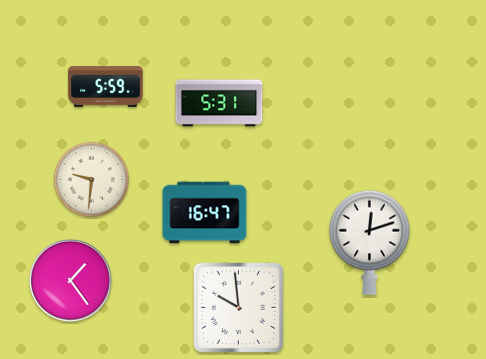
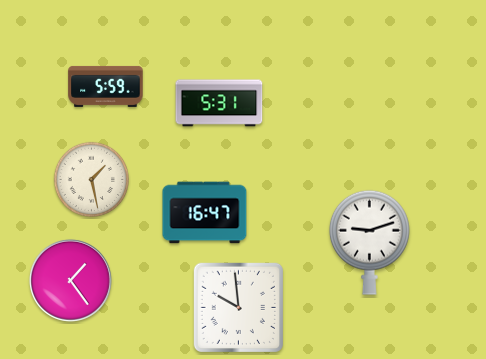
clock at (91, 179): 9:31 -> 1:28
clock at (369, 242): 12:12 -> 9:12
